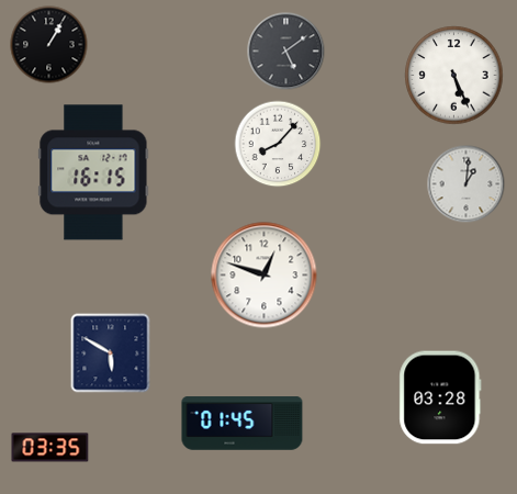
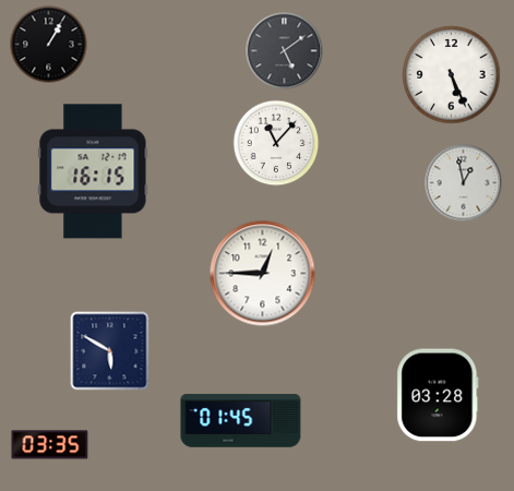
clock at (278, 144): 8:07 -> 11:07
clock at (467, 184): 1:01 -> 12:58
clock at (265, 276): 12:48 -> 12:45
